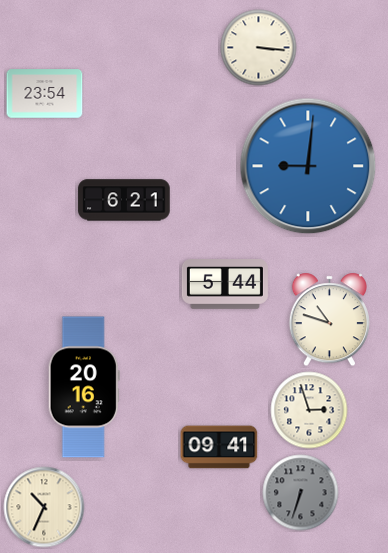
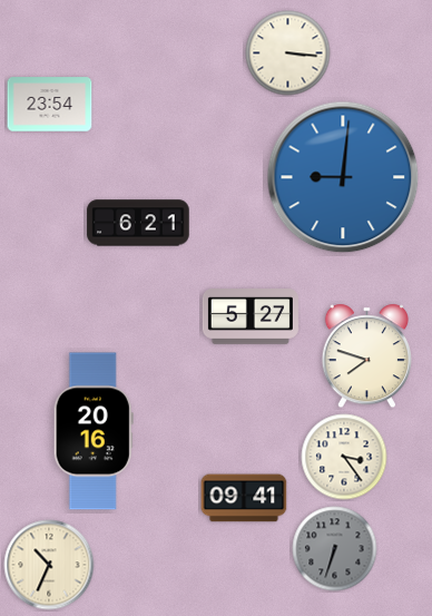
clock at (308, 166) position: (308, 166) -> (343, 177)
clock at (225, 284): 5:44 -> 5:27
clock at (329, 320): 10:48 -> 7:48
clock at (309, 410): 2:57 -> 3:24
